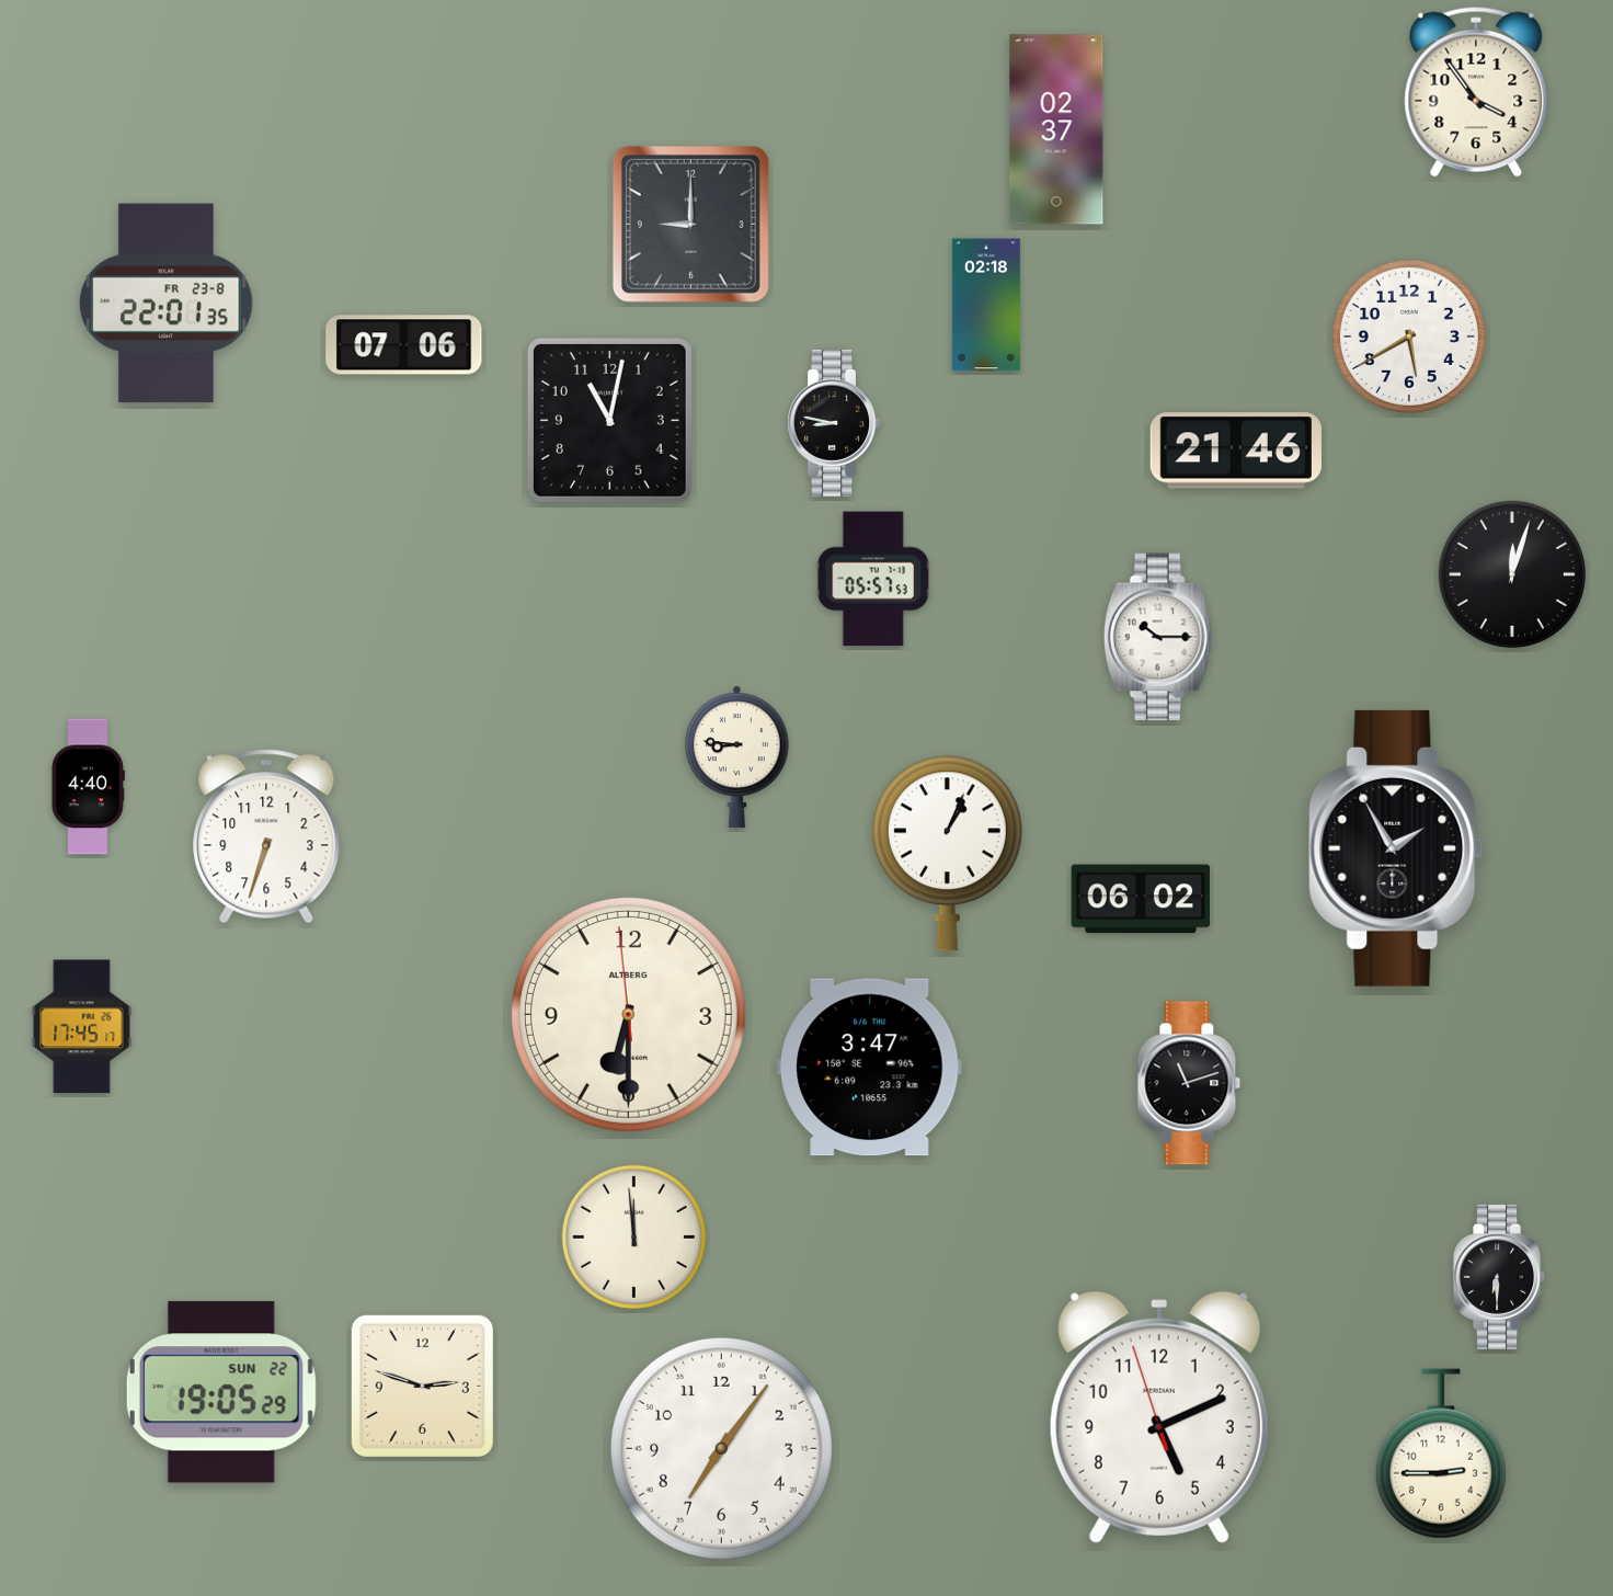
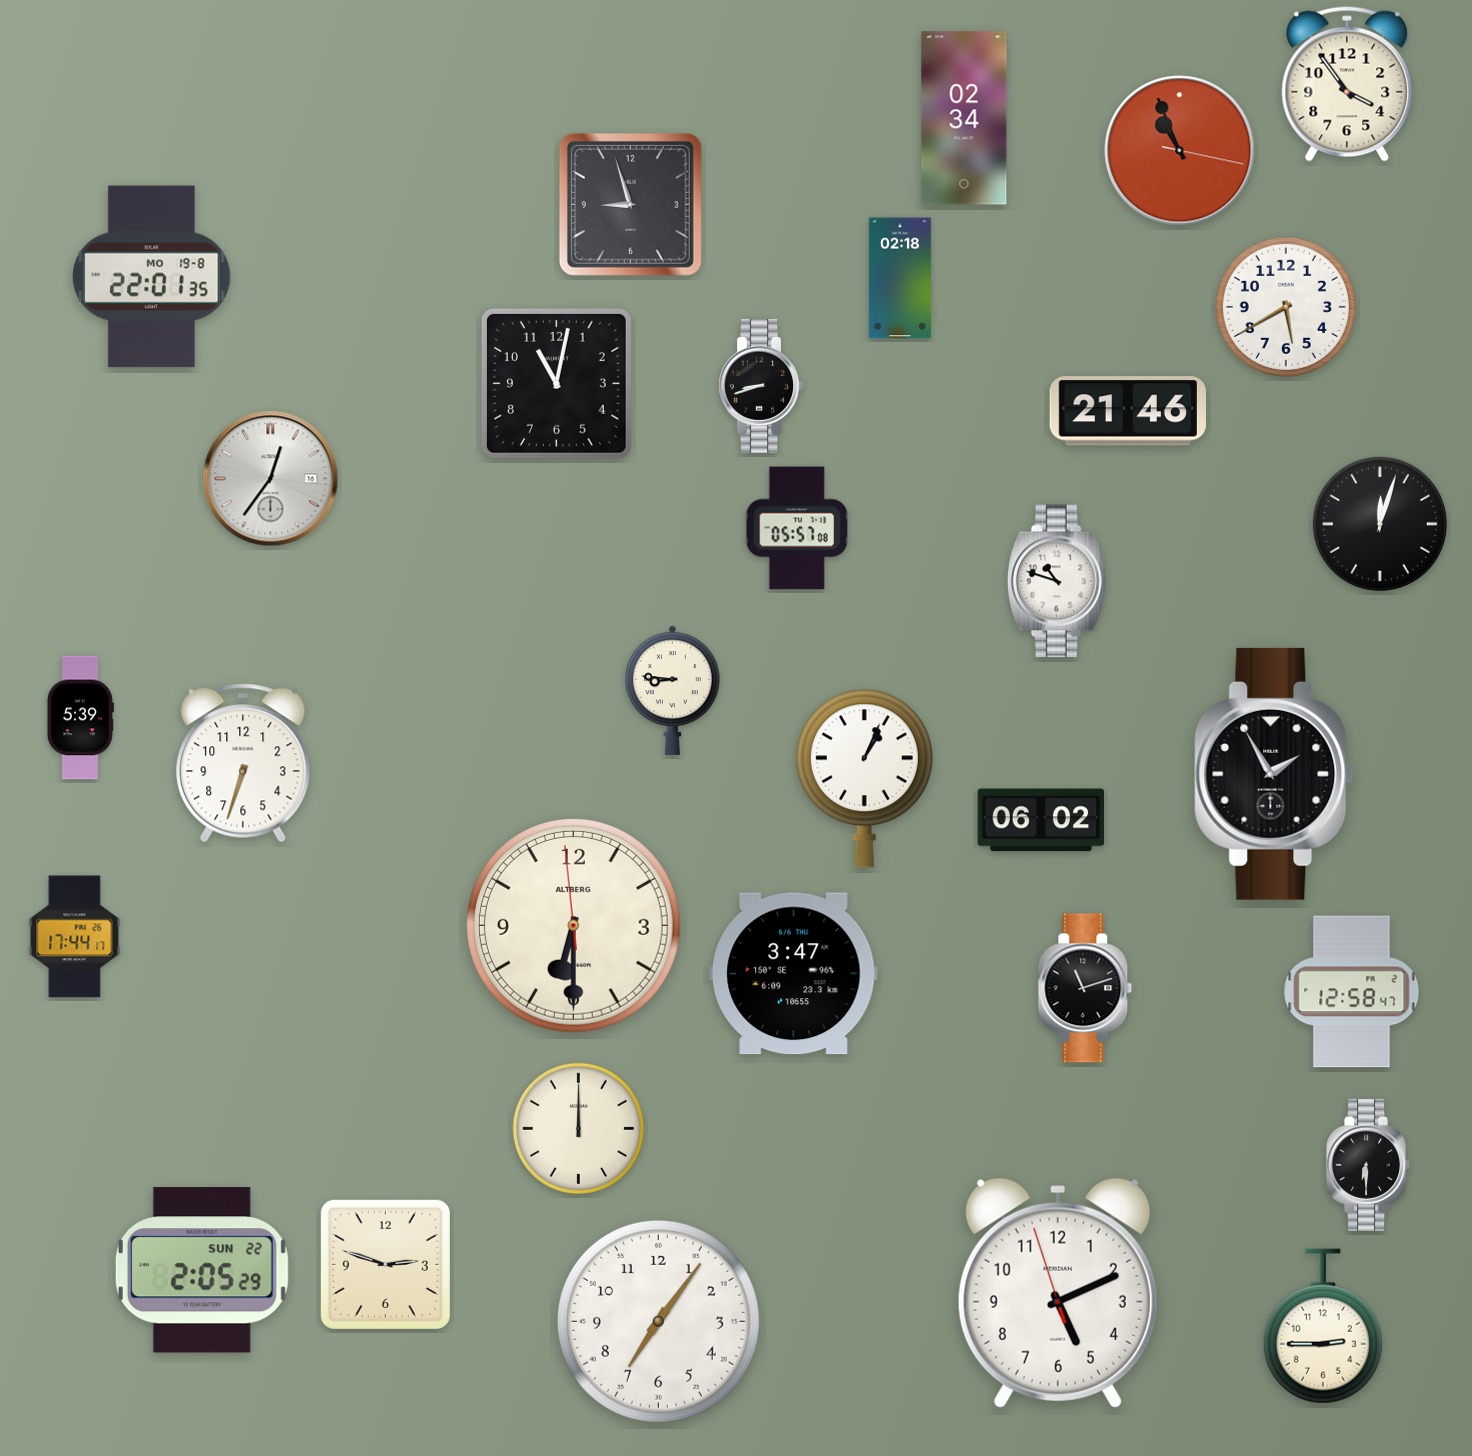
clock at (1056, 129): 02:37 -> 02:34
clock at (1180, 151): none -> 10:56
clock at (690, 224): 9:00 -> 8:57
clock at (167, 304) date: FR 23-8 -> MO 19-8
clock at (404, 345): 07:06 -> none
clock at (834, 423): 8:47 -> 8:42
clock at (271, 479): none -> 12:36
clock at (873, 579): 05:57:53 -> 05:57:08
clock at (1158, 637): 10:15 -> 10:48
clock at (88, 787): 4:40 -> 5:39
clock at (82, 1027): 17:45 -> 17:44
clock at (1352, 992): none -> 12:58
clock at (633, 1236): 11:59 -> 12:00
clock at (221, 1392): 19:05 -> 2:05
clock at (1441, 1454) position: (1441, 1454) -> (1323, 1326)
